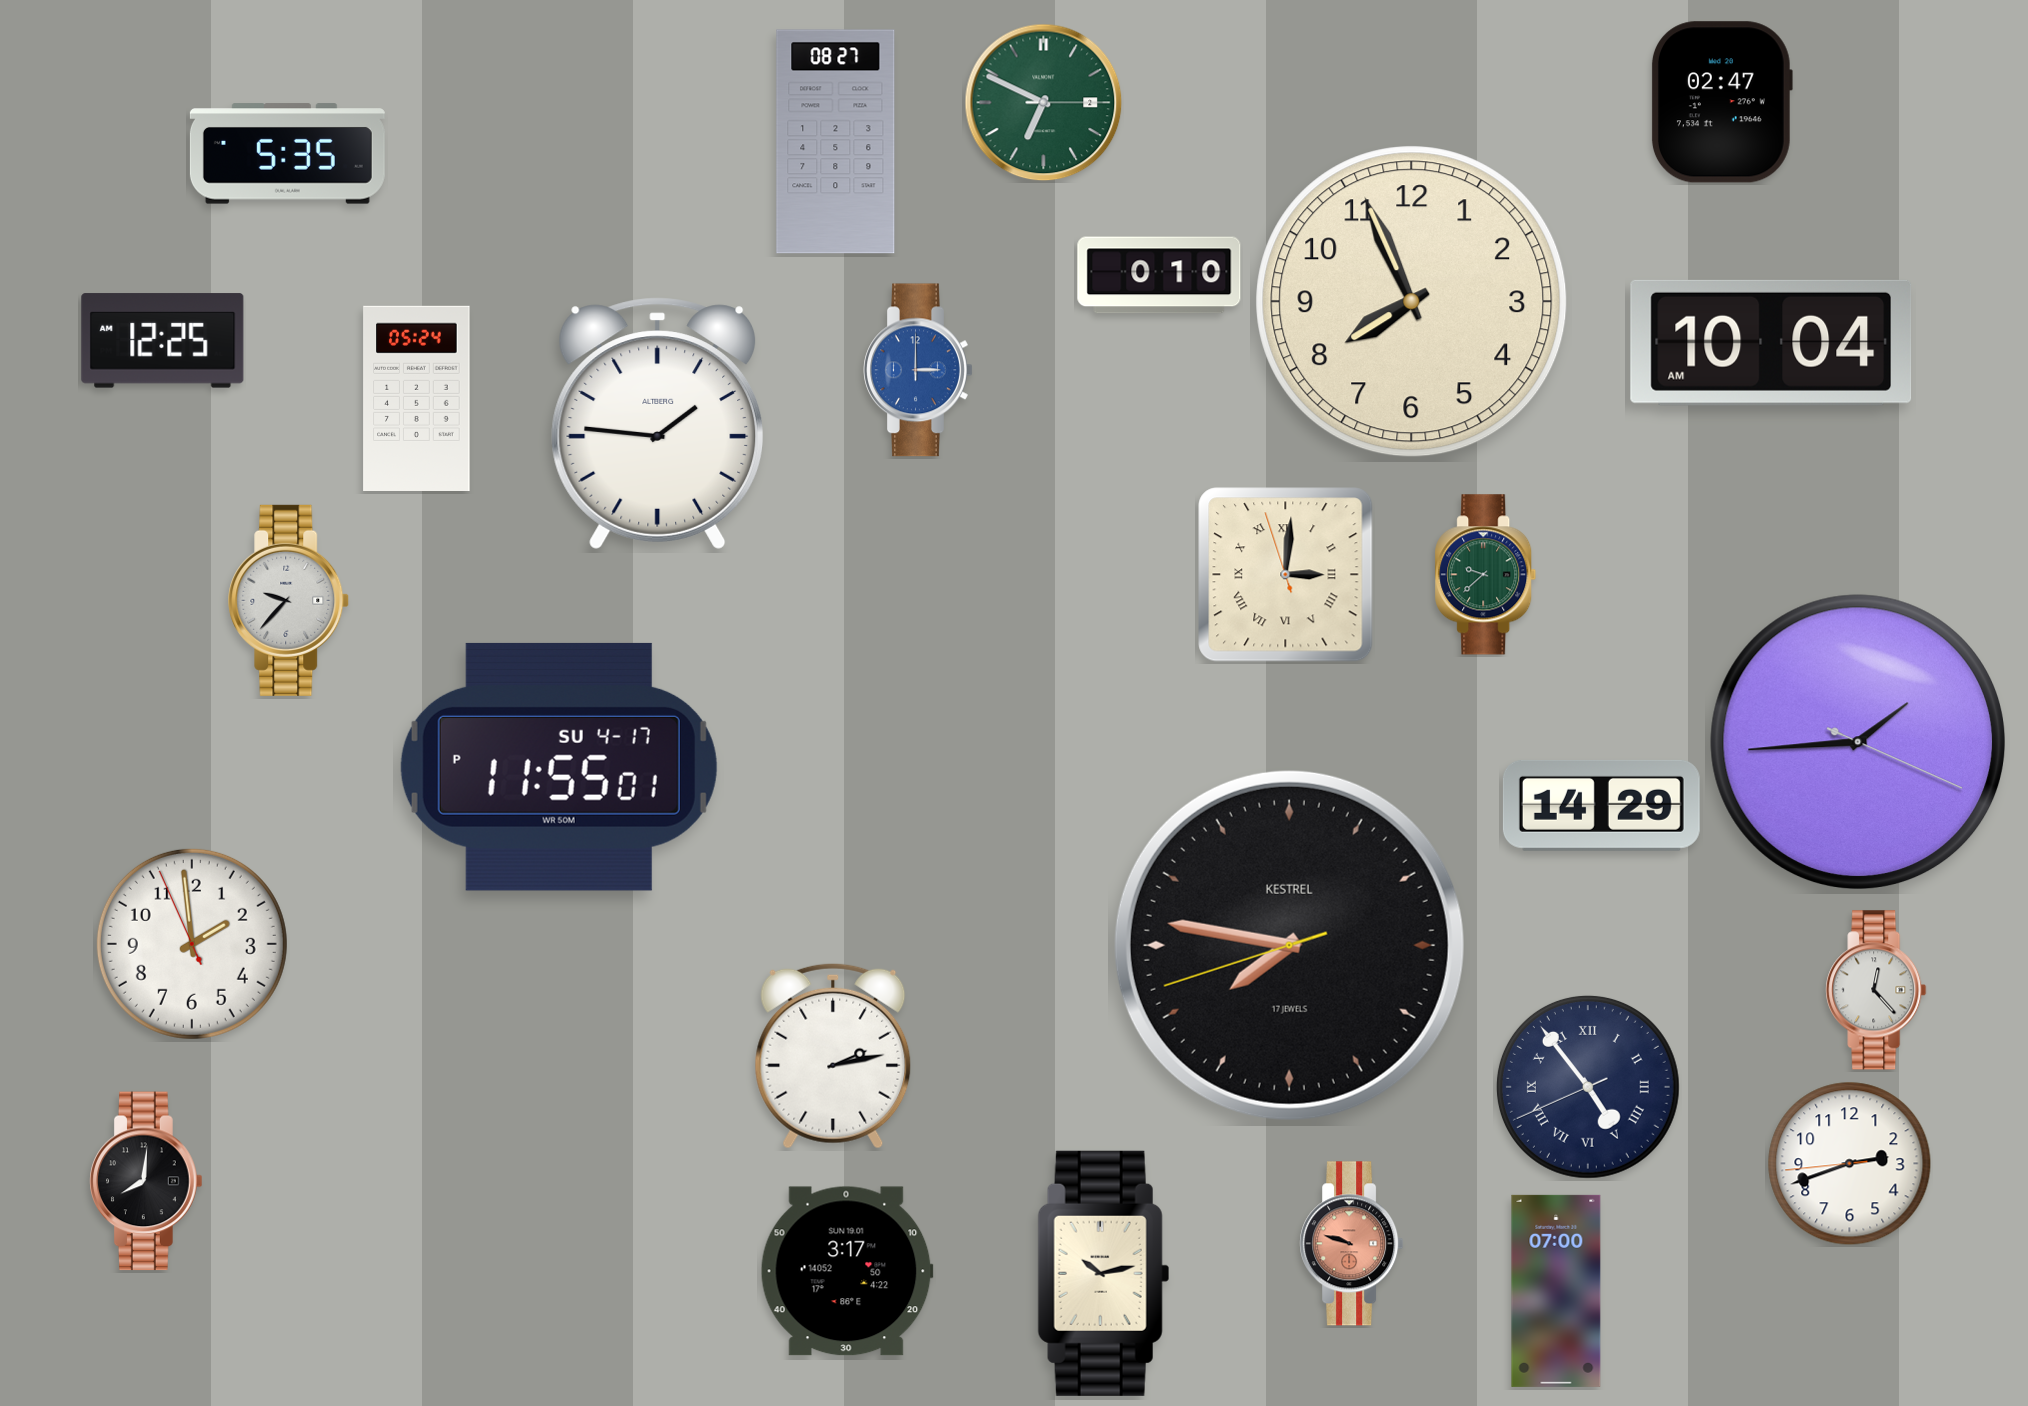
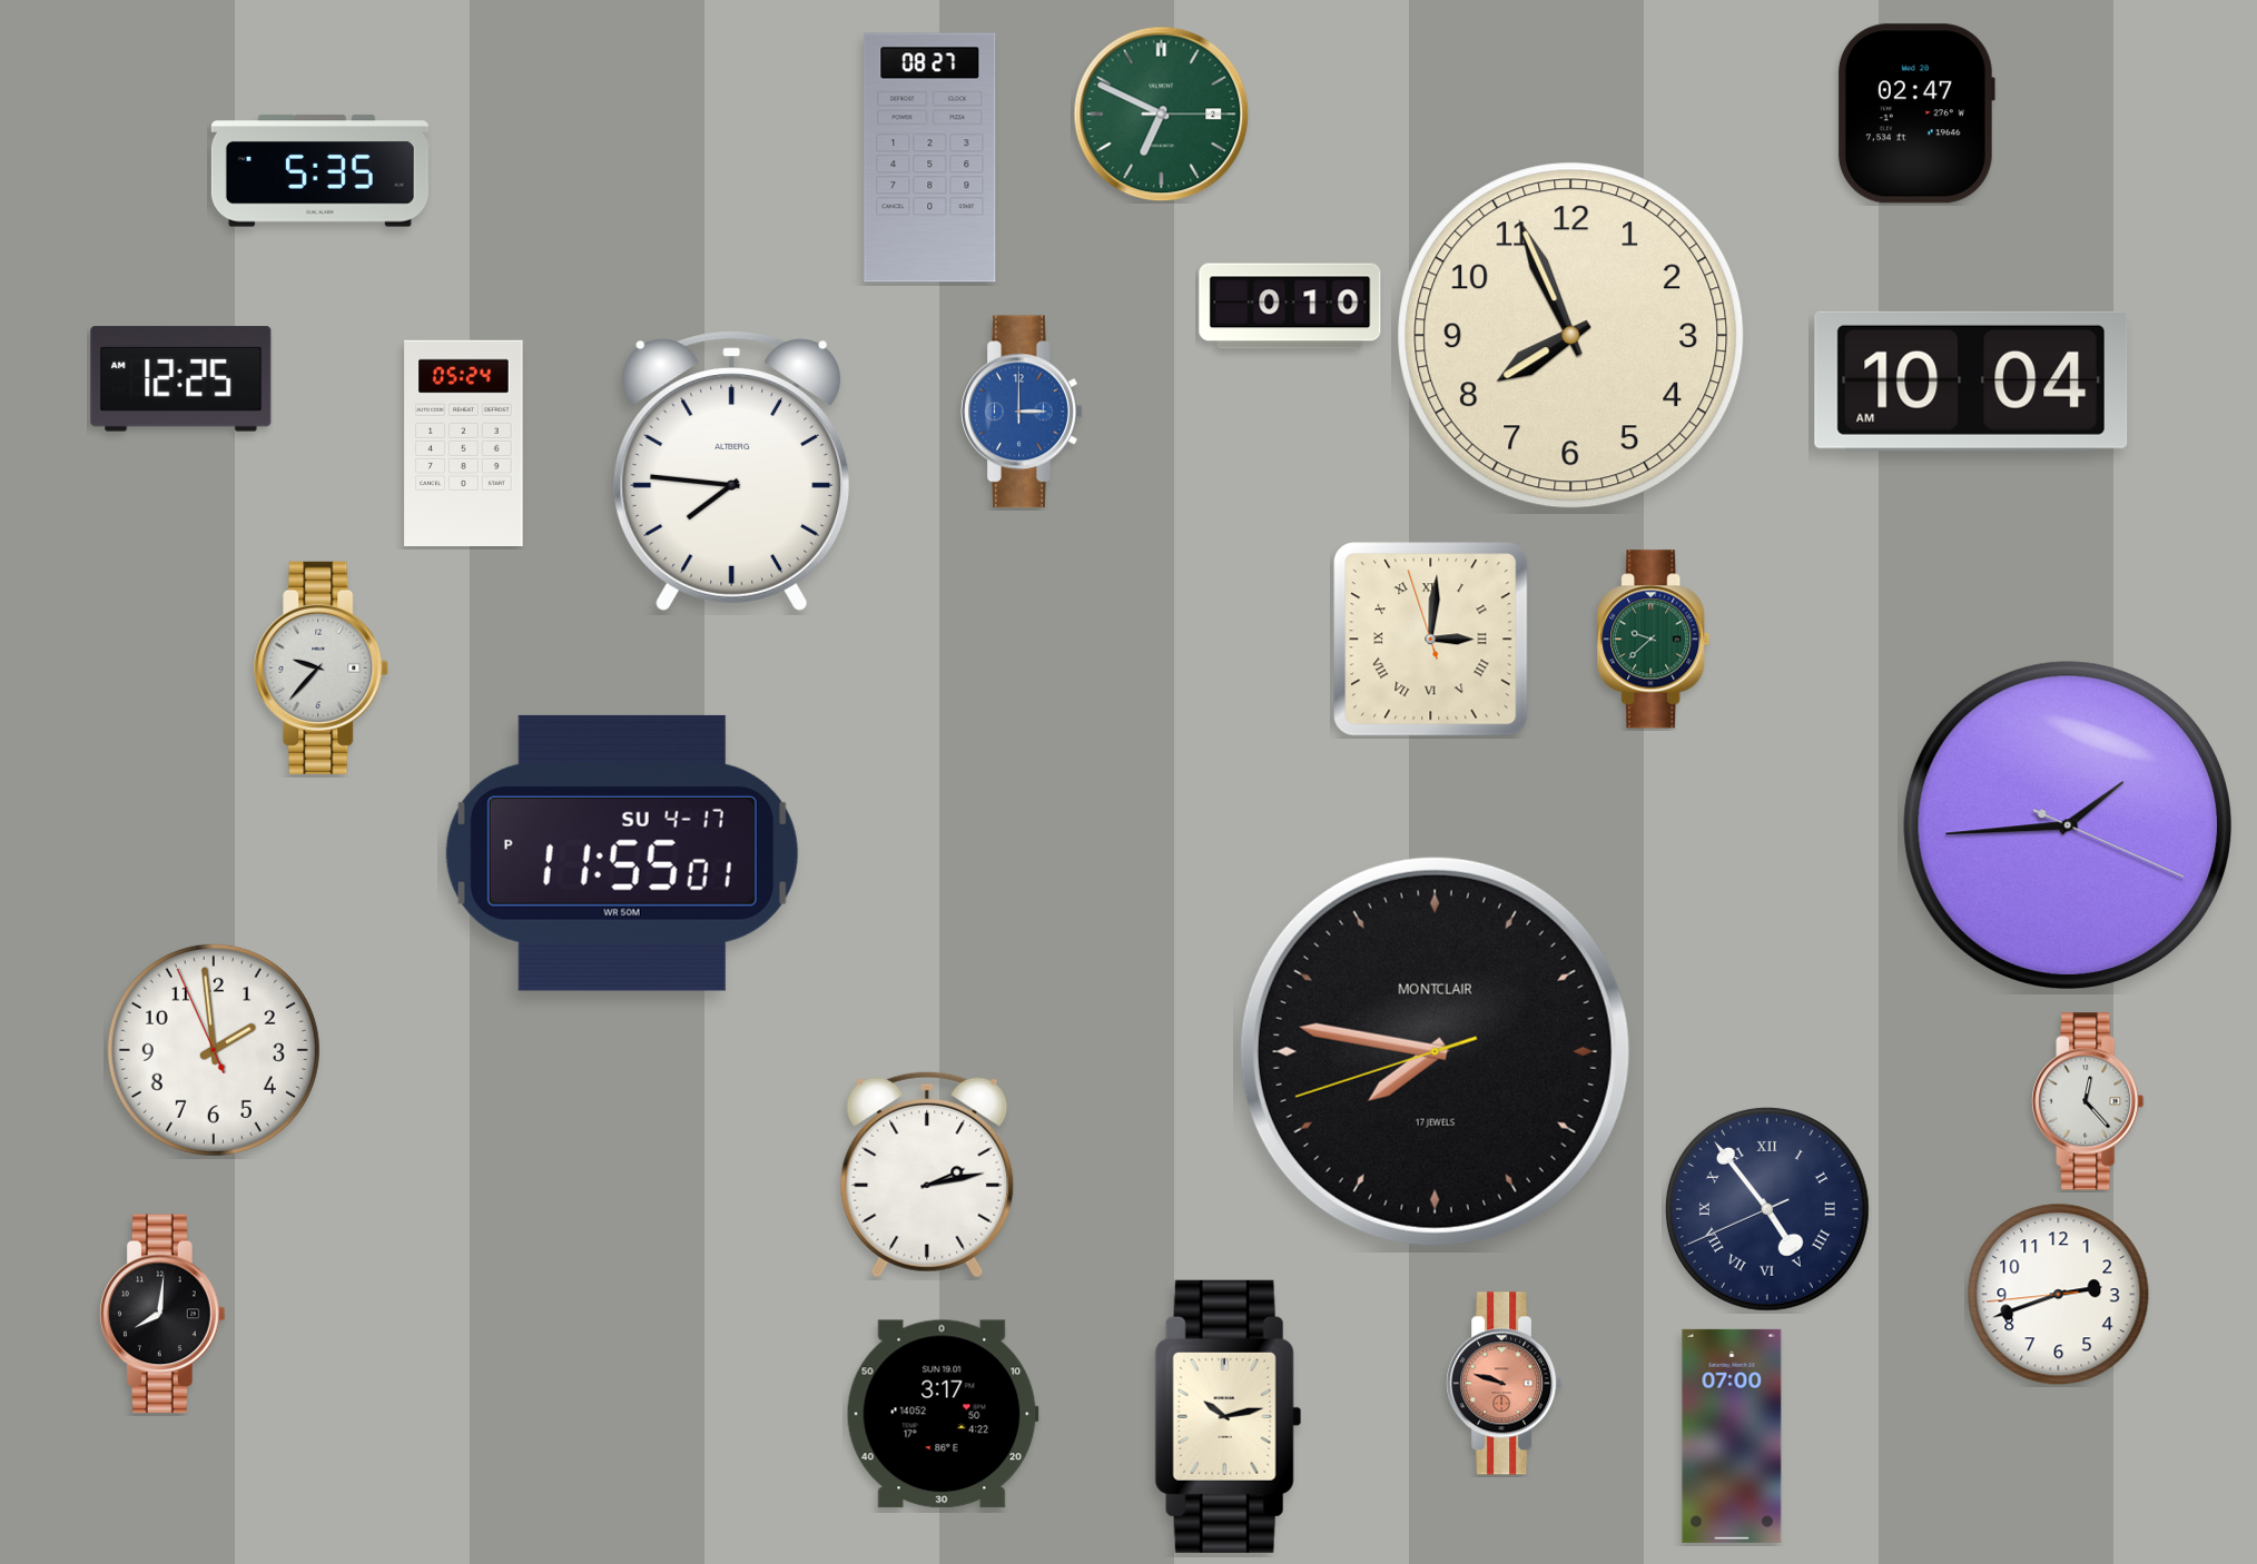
clock at (658, 423): 1:46 -> 7:46
clock at (1601, 805): 14:29 -> none
clock at (1289, 945) brand: KESTREL -> MONTCLAIR
